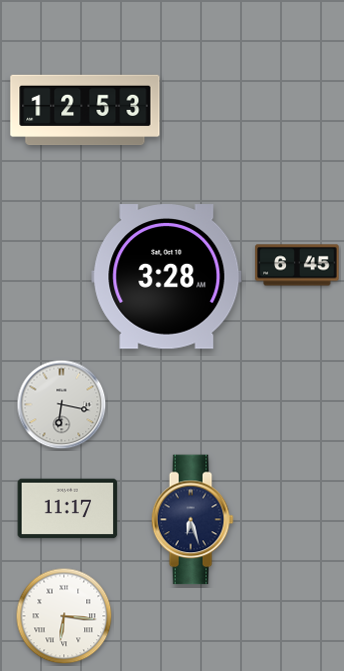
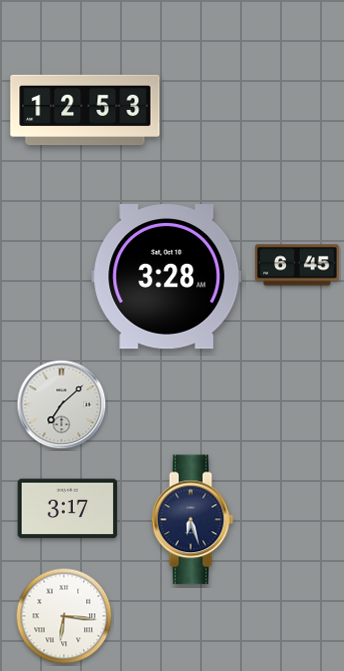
clock at (62, 405): 6:17 -> 7:08
clock at (68, 509): 11:17 -> 3:17
